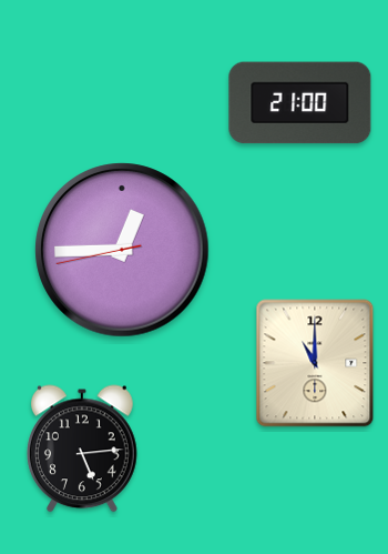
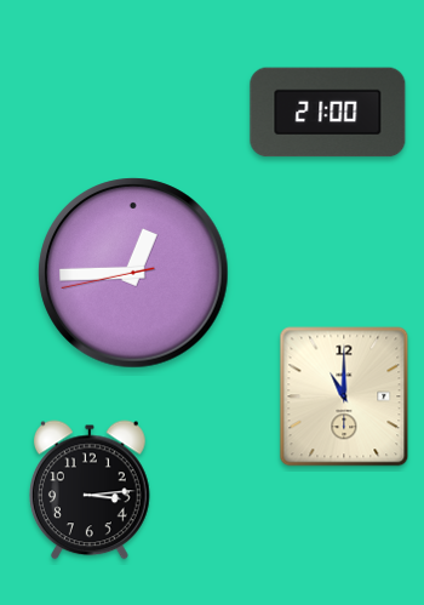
clock at (83, 449): 5:14 -> 3:14
